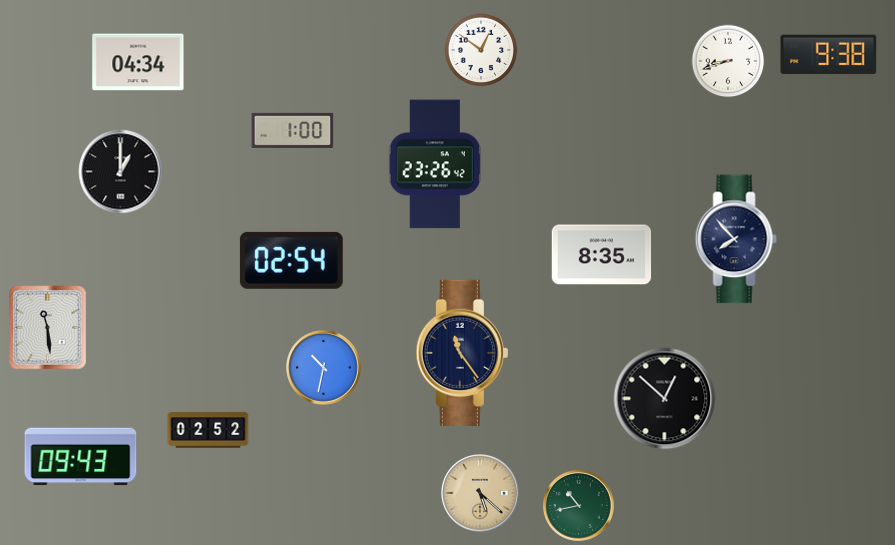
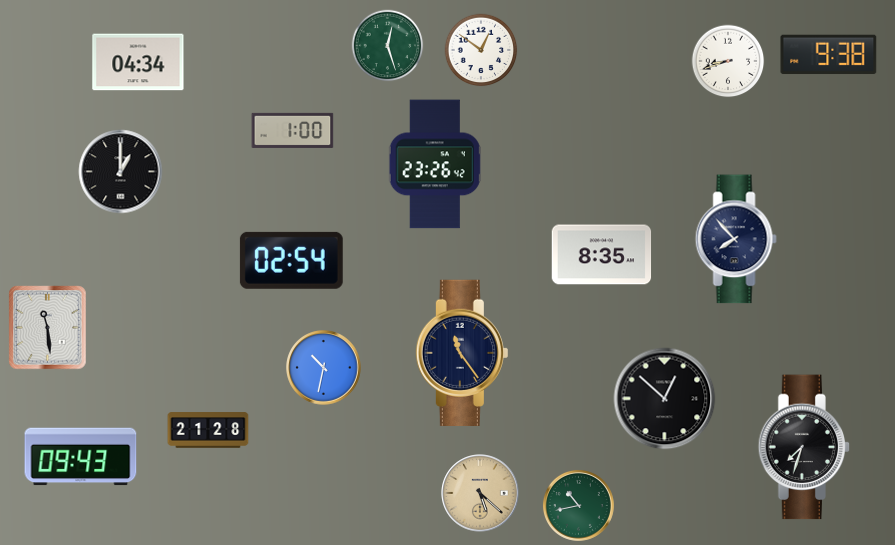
clock at (388, 46): none -> 12:27
clock at (208, 430): 02:52 -> 21:28
clock at (804, 447): none -> 7:33
